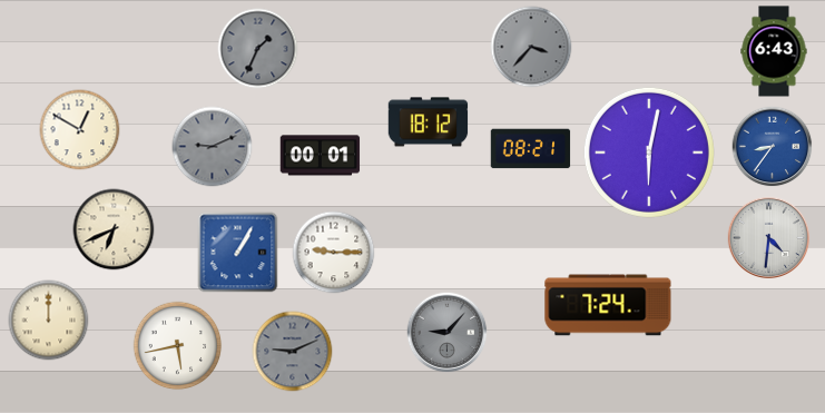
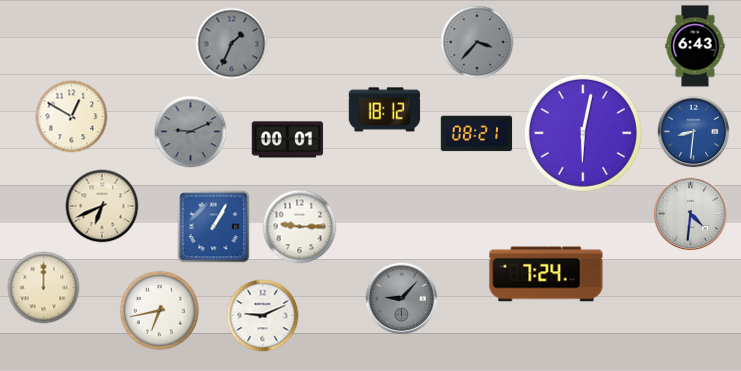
clock at (773, 147): 8:36 -> 8:31
clock at (649, 153) position: (649, 153) -> (583, 133)
clock at (178, 346): 5:43 -> 6:43
clock at (293, 352) dial: grey -> white
